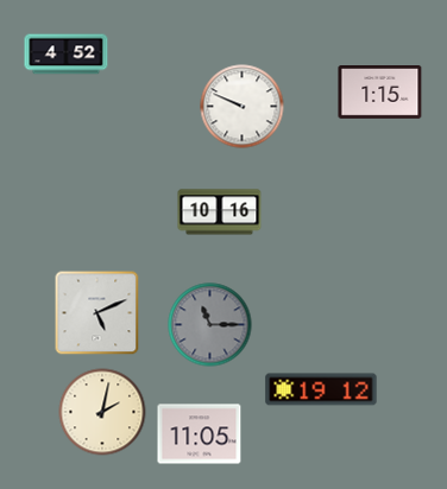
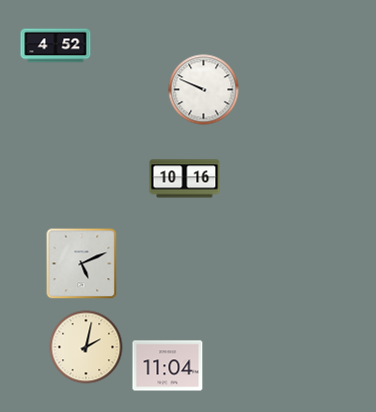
clock at (380, 93): 1:15 -> none
clock at (210, 325): 11:15 -> none
clock at (321, 389): 19:12 -> none
clock at (200, 434): 11:05 -> 11:04
